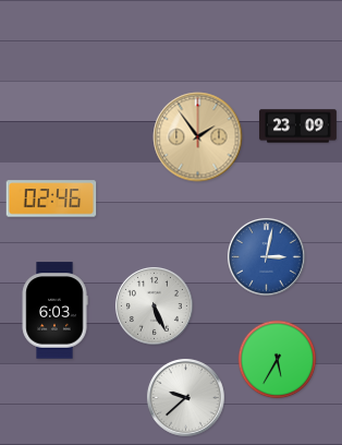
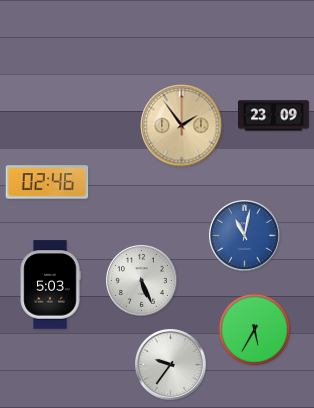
clock at (266, 256): 3:02 -> 11:02
clock at (54, 311): 6:03 -> 5:03
clock at (185, 397): 9:38 -> 9:36
